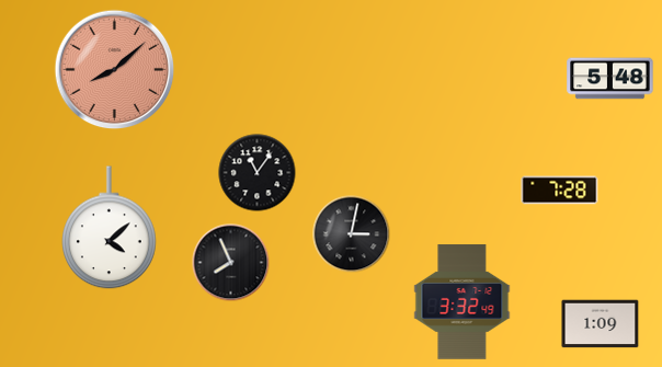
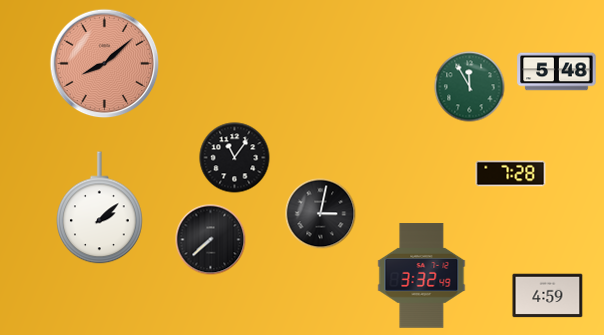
clock at (470, 87): none -> 11:55
clock at (110, 228): 4:08 -> 2:08
clock at (231, 263): 7:56 -> 7:38
clock at (601, 324): 1:09 -> 4:59
